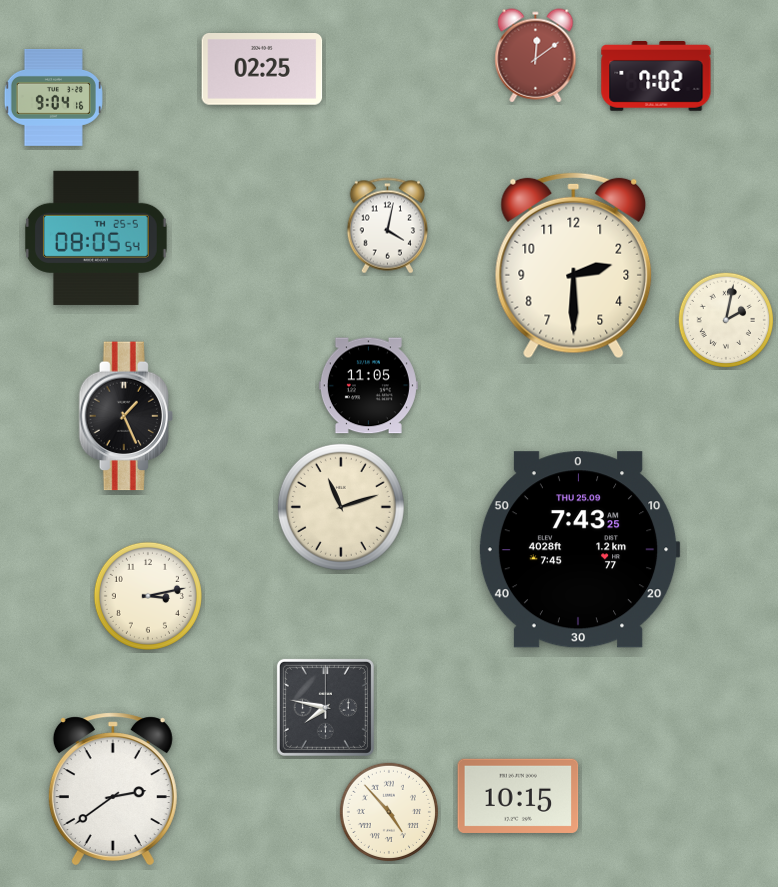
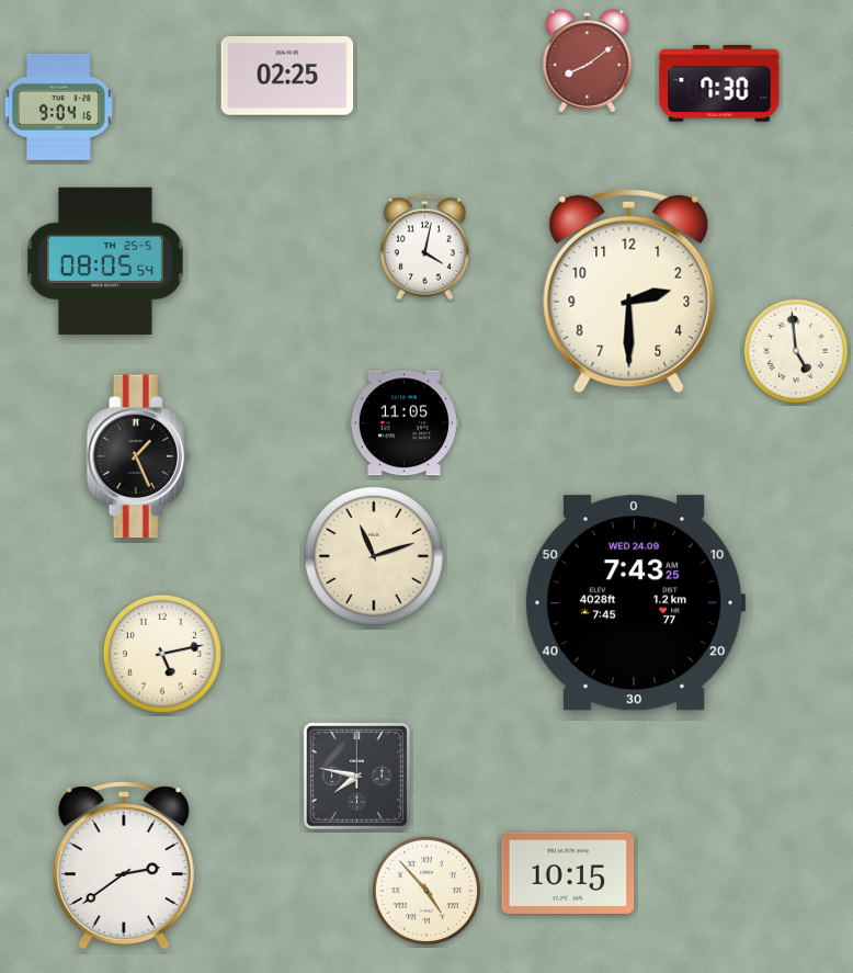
clock at (536, 56): 12:09 -> 8:09
clock at (656, 77): 7:02 -> 7:30
clock at (725, 319): 2:02 -> 4:59
clock at (579, 550) date: THU 25.09 -> WED 24.09
clock at (148, 596): 3:13 -> 5:13
